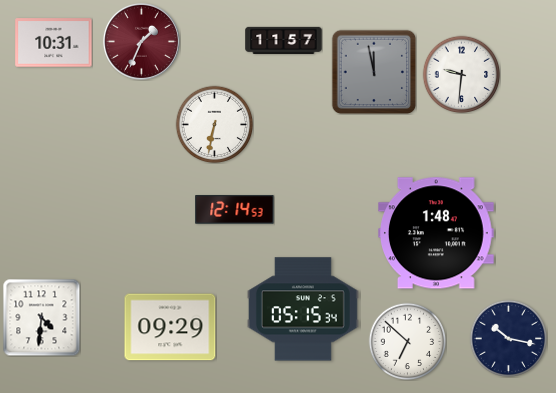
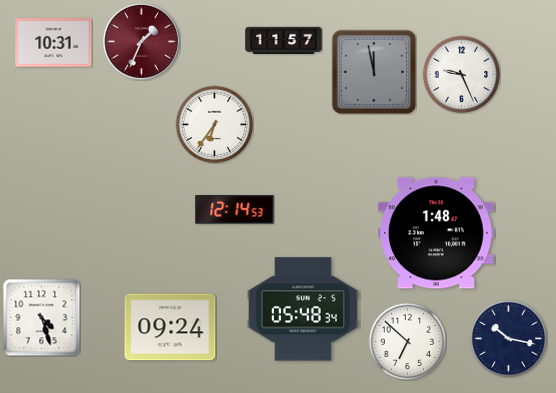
clock at (461, 74): 9:31 -> 9:26
clock at (214, 124): 6:32 -> 6:36
clock at (303, 309): 05:15 -> 05:48
clock at (41, 317): 4:31 -> 4:27
clock at (170, 327): 09:29 -> 09:24
